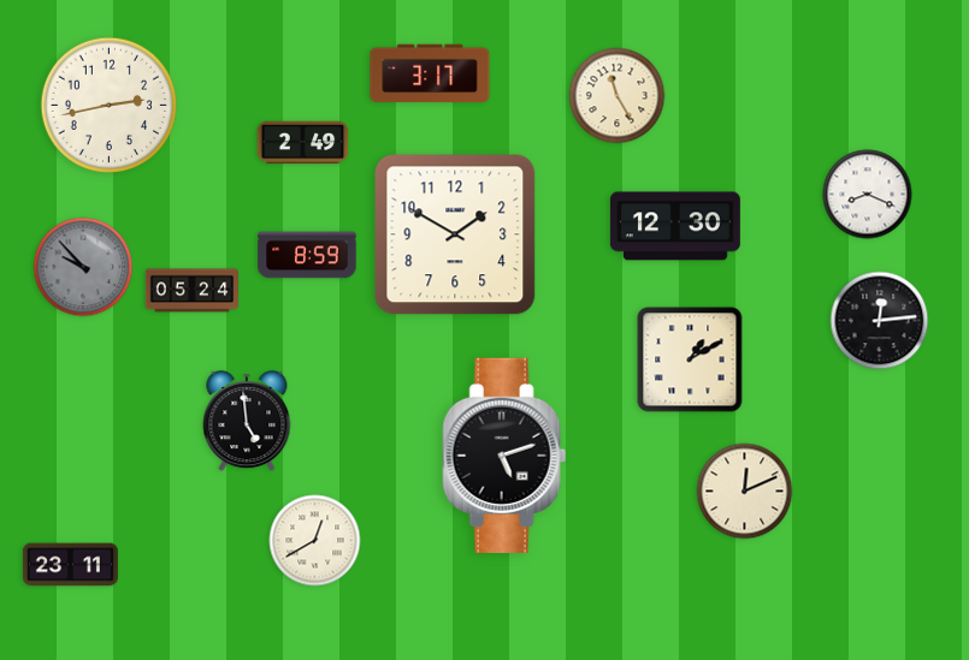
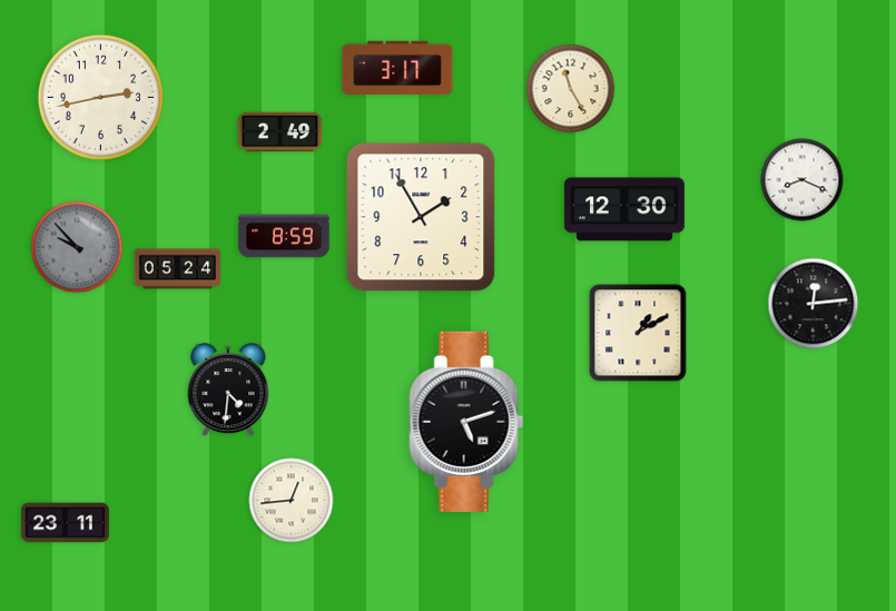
clock at (455, 234): 1:50 -> 1:55
clock at (880, 321) position: (880, 321) -> (814, 304)
clock at (247, 422): 4:59 -> 4:31
clock at (745, 492): 12:11 -> none
clock at (315, 541): 12:40 -> 12:44
